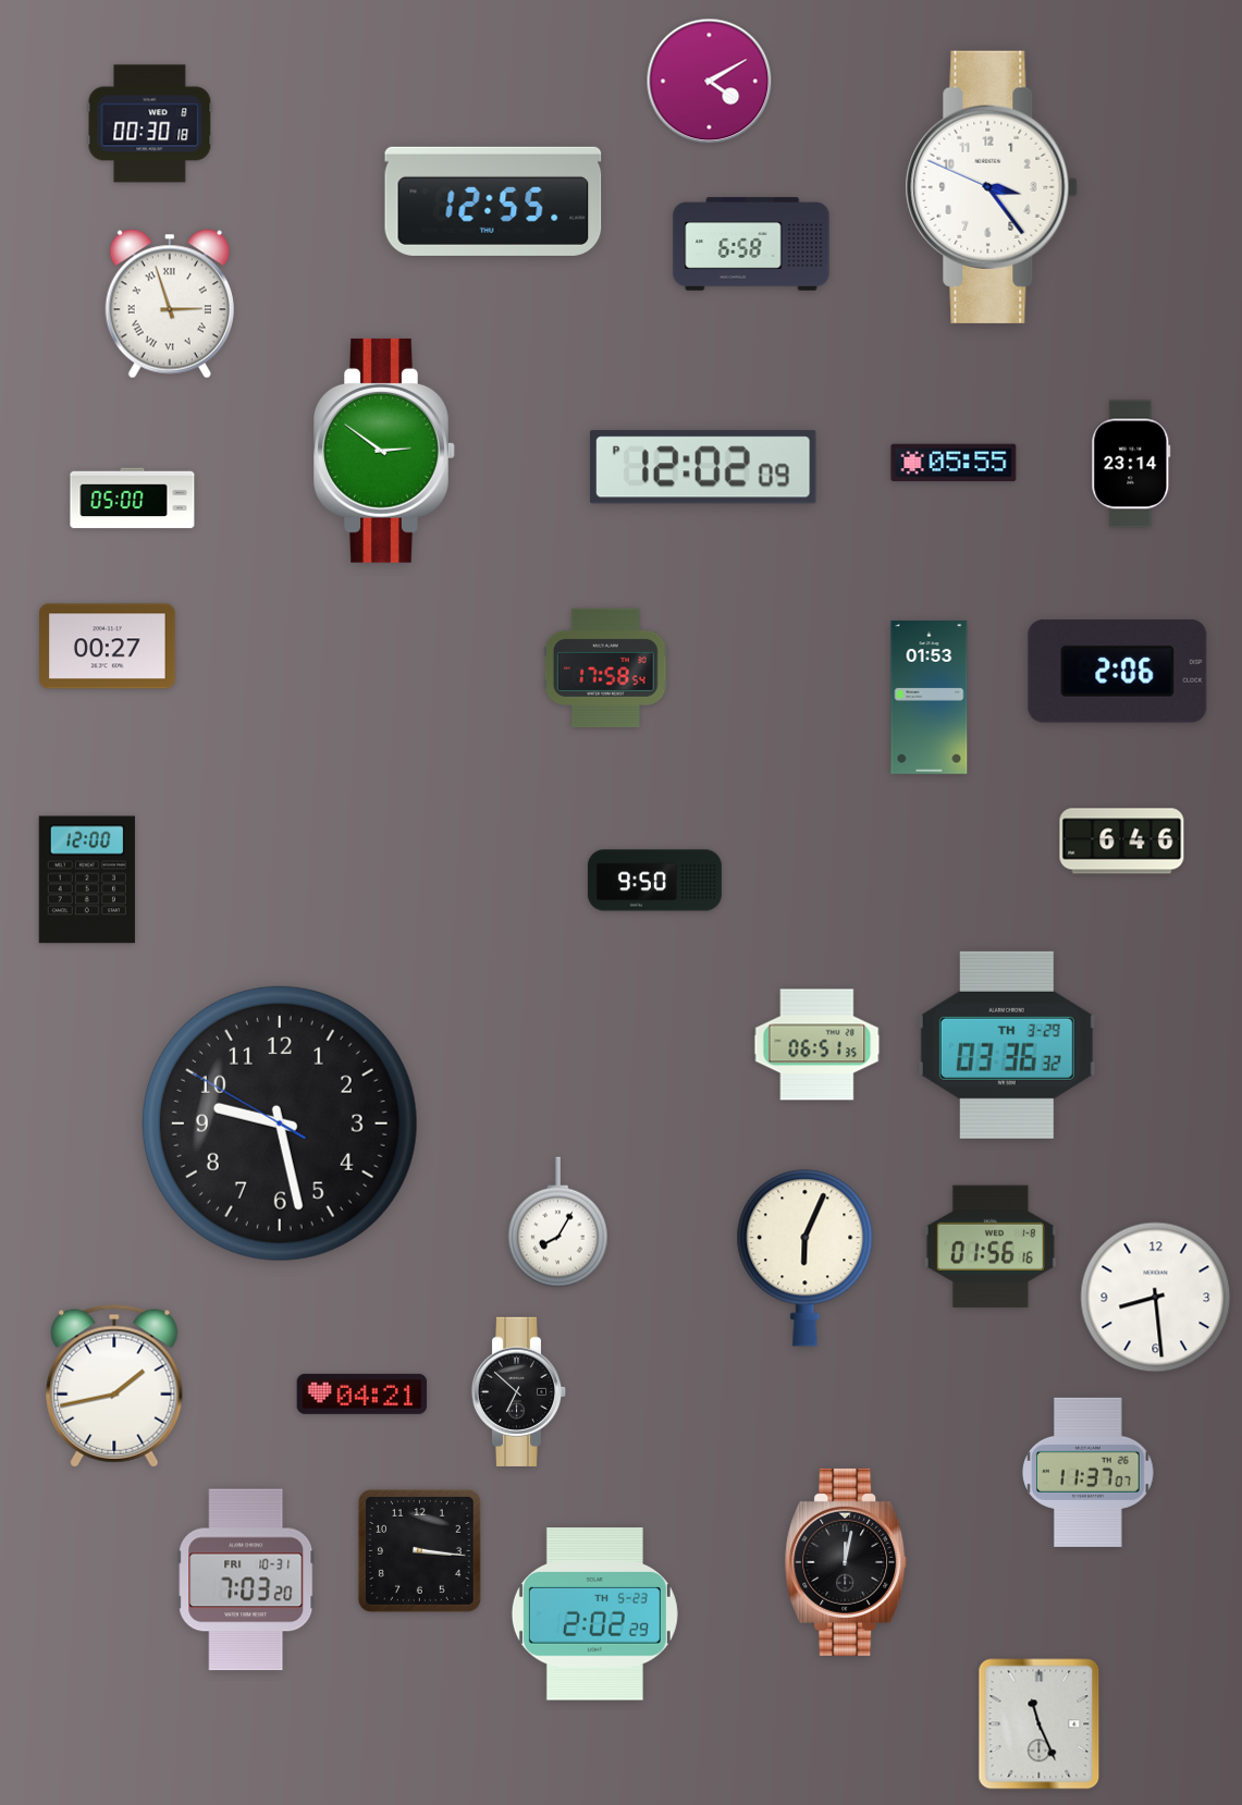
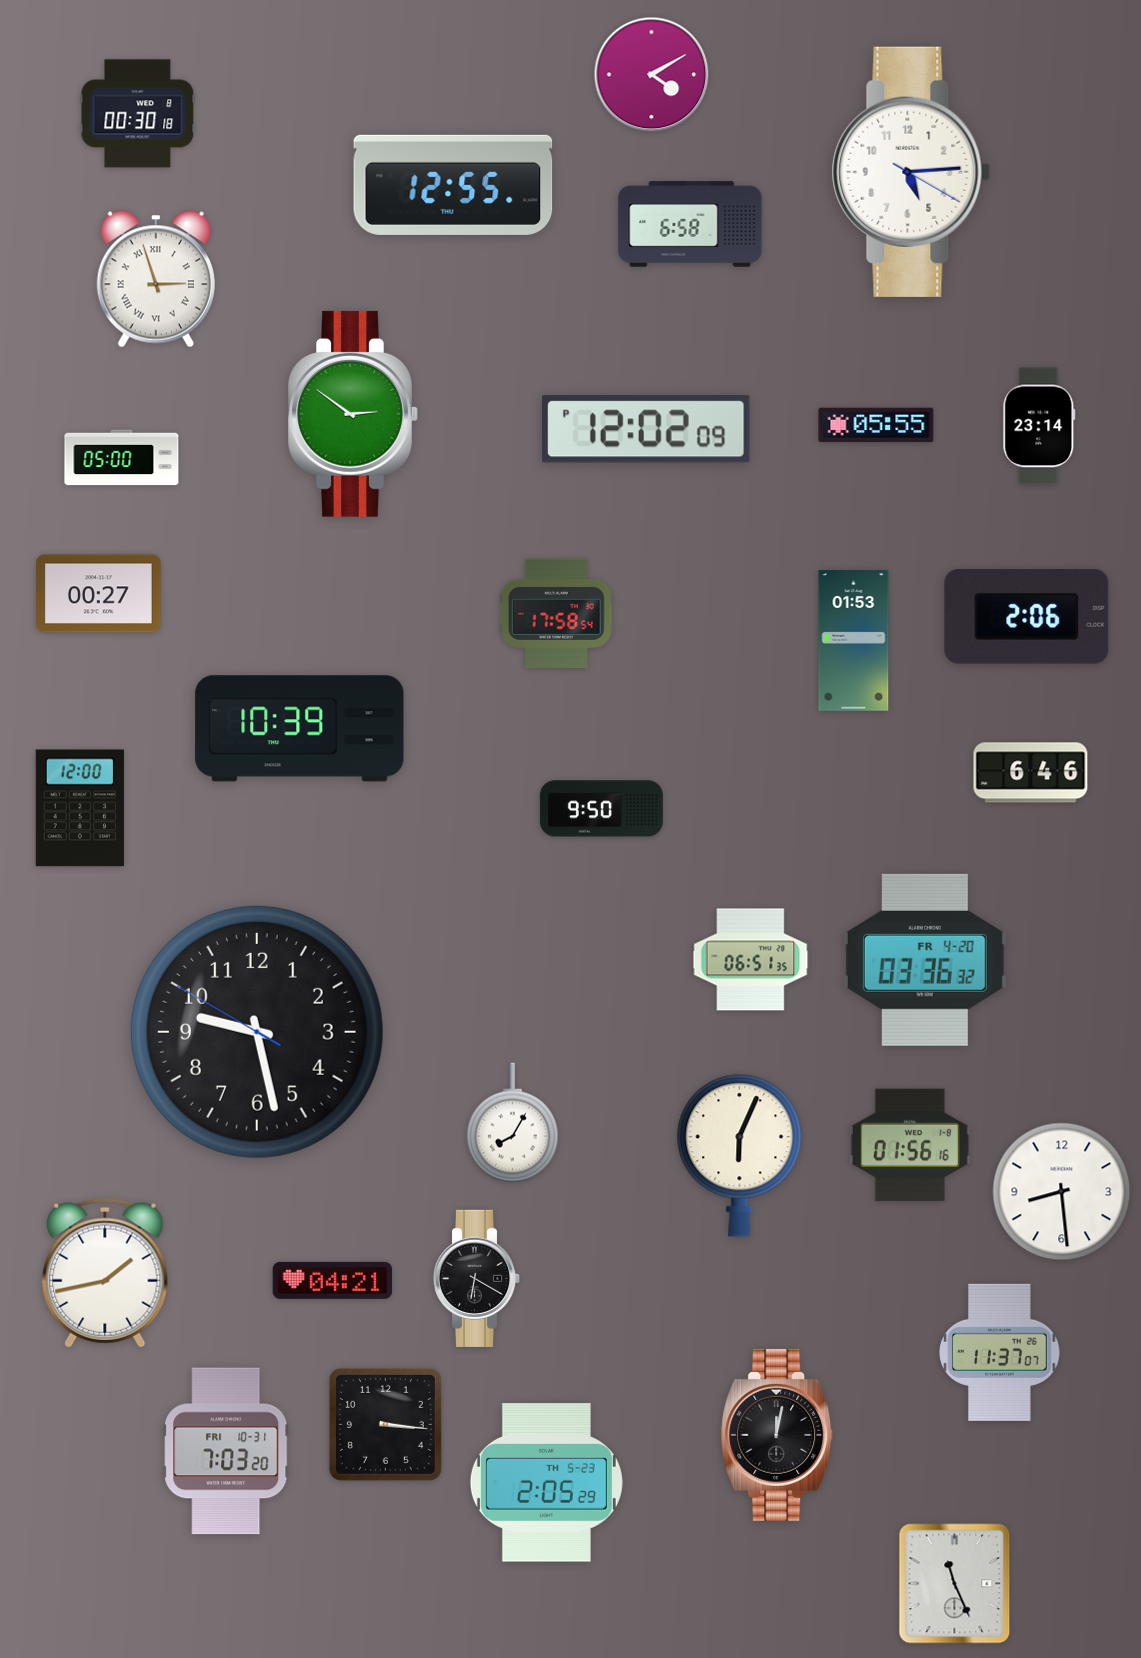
clock at (992, 187): 3:23 -> 5:14
clock at (300, 729): none -> 10:39
clock at (1007, 1045) date: TH 3-29 -> FR 4-20
clock at (519, 1391): 6:52 -> 6:20
clock at (594, 1614): 2:02 -> 2:05
